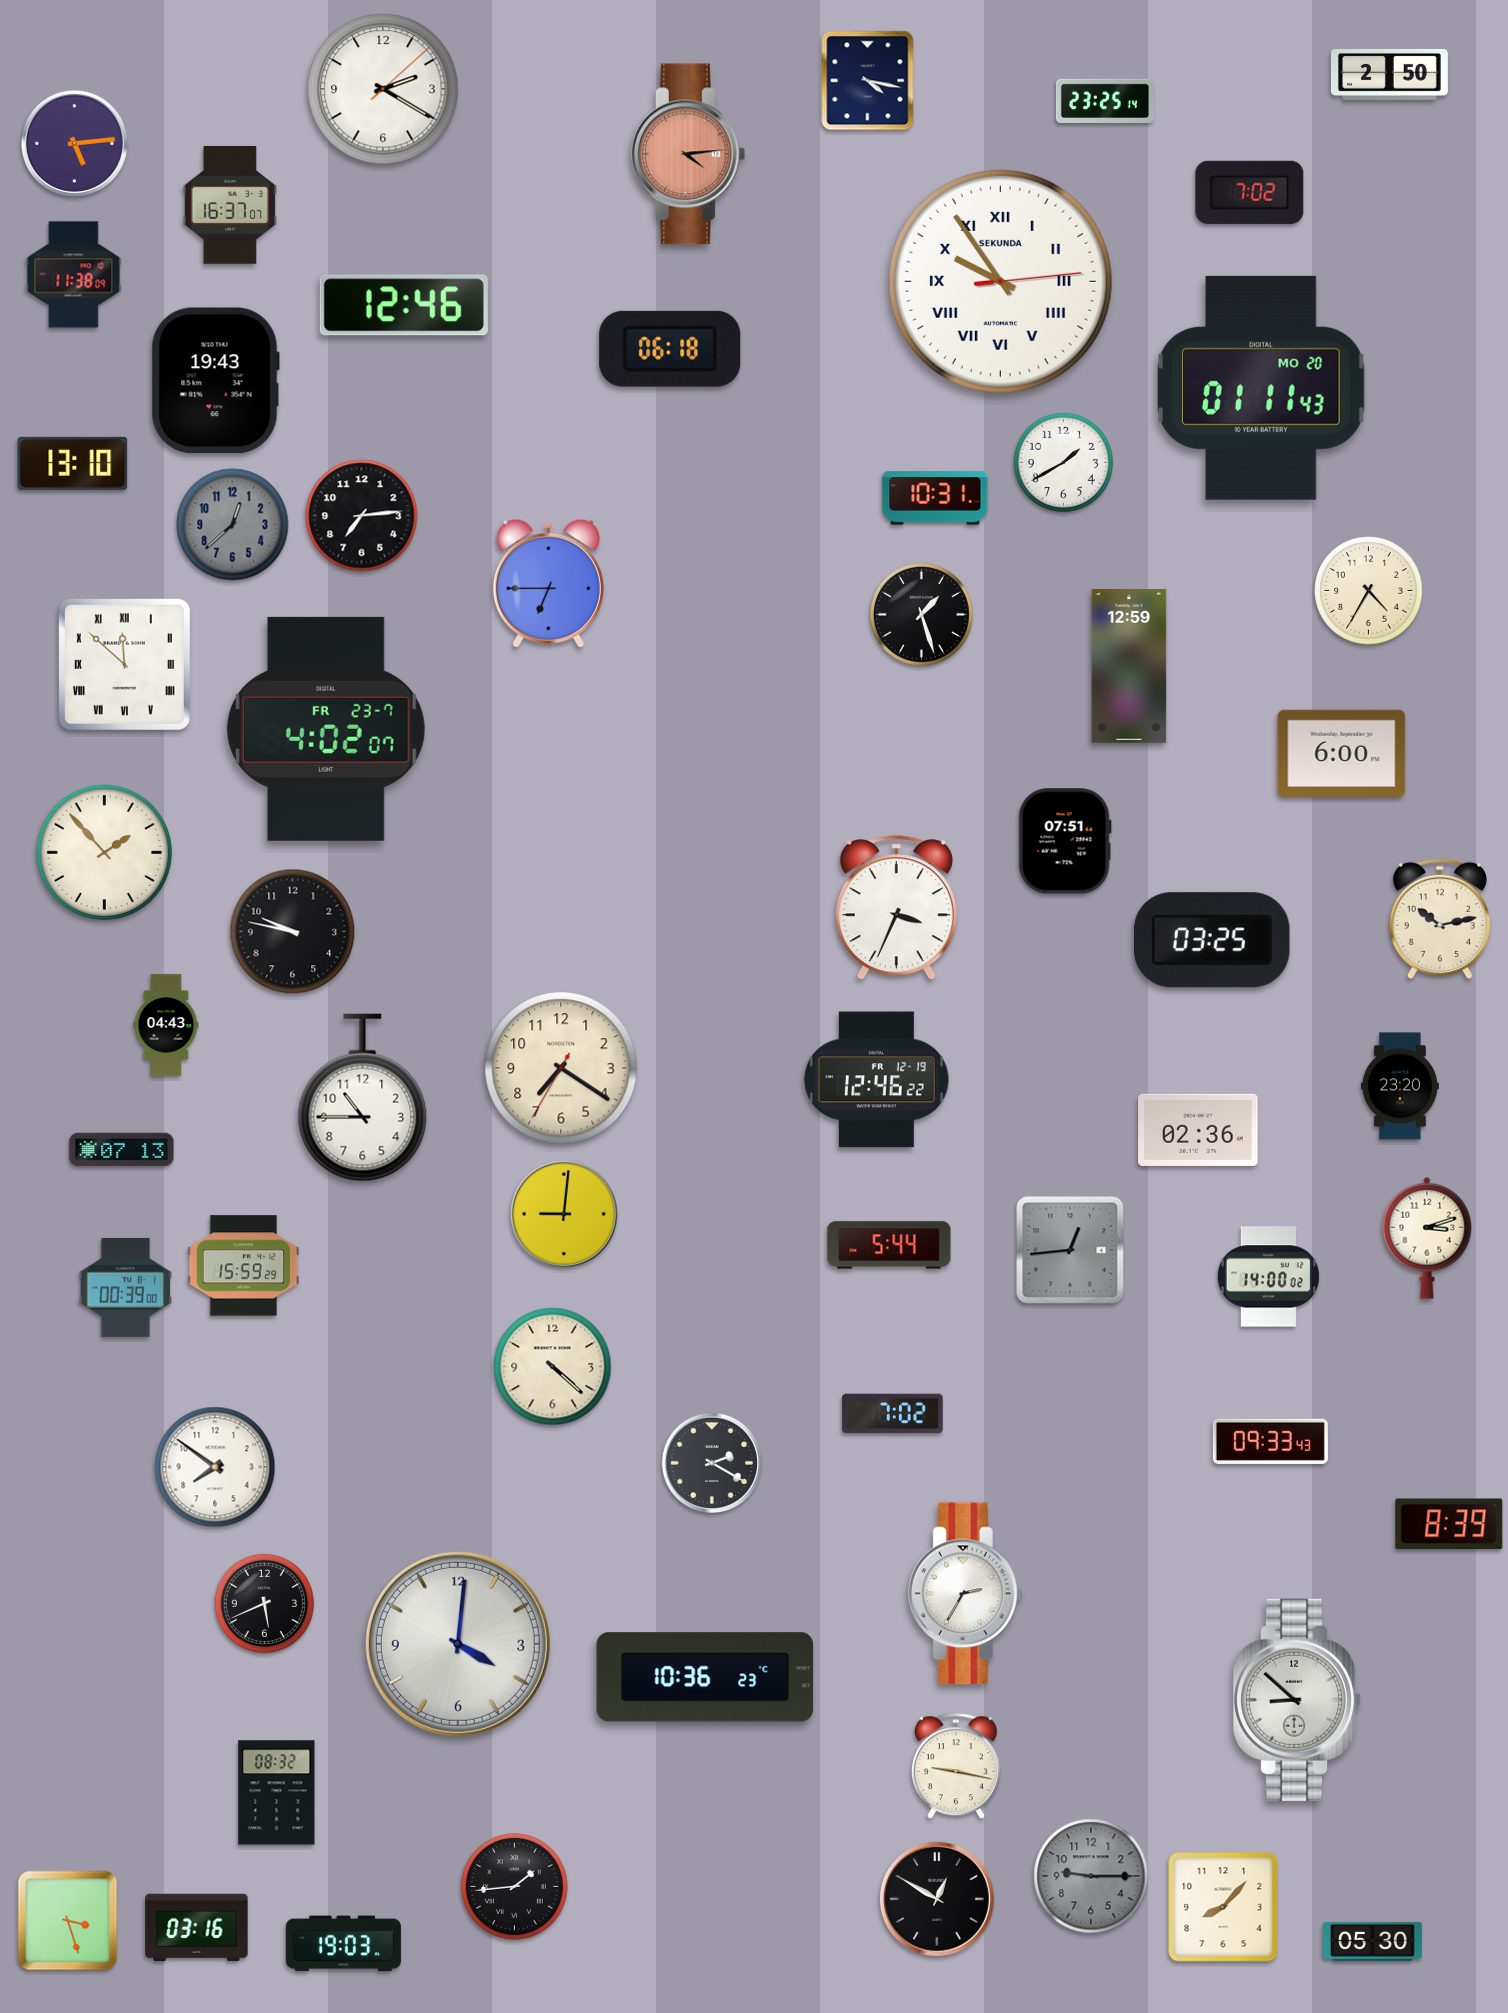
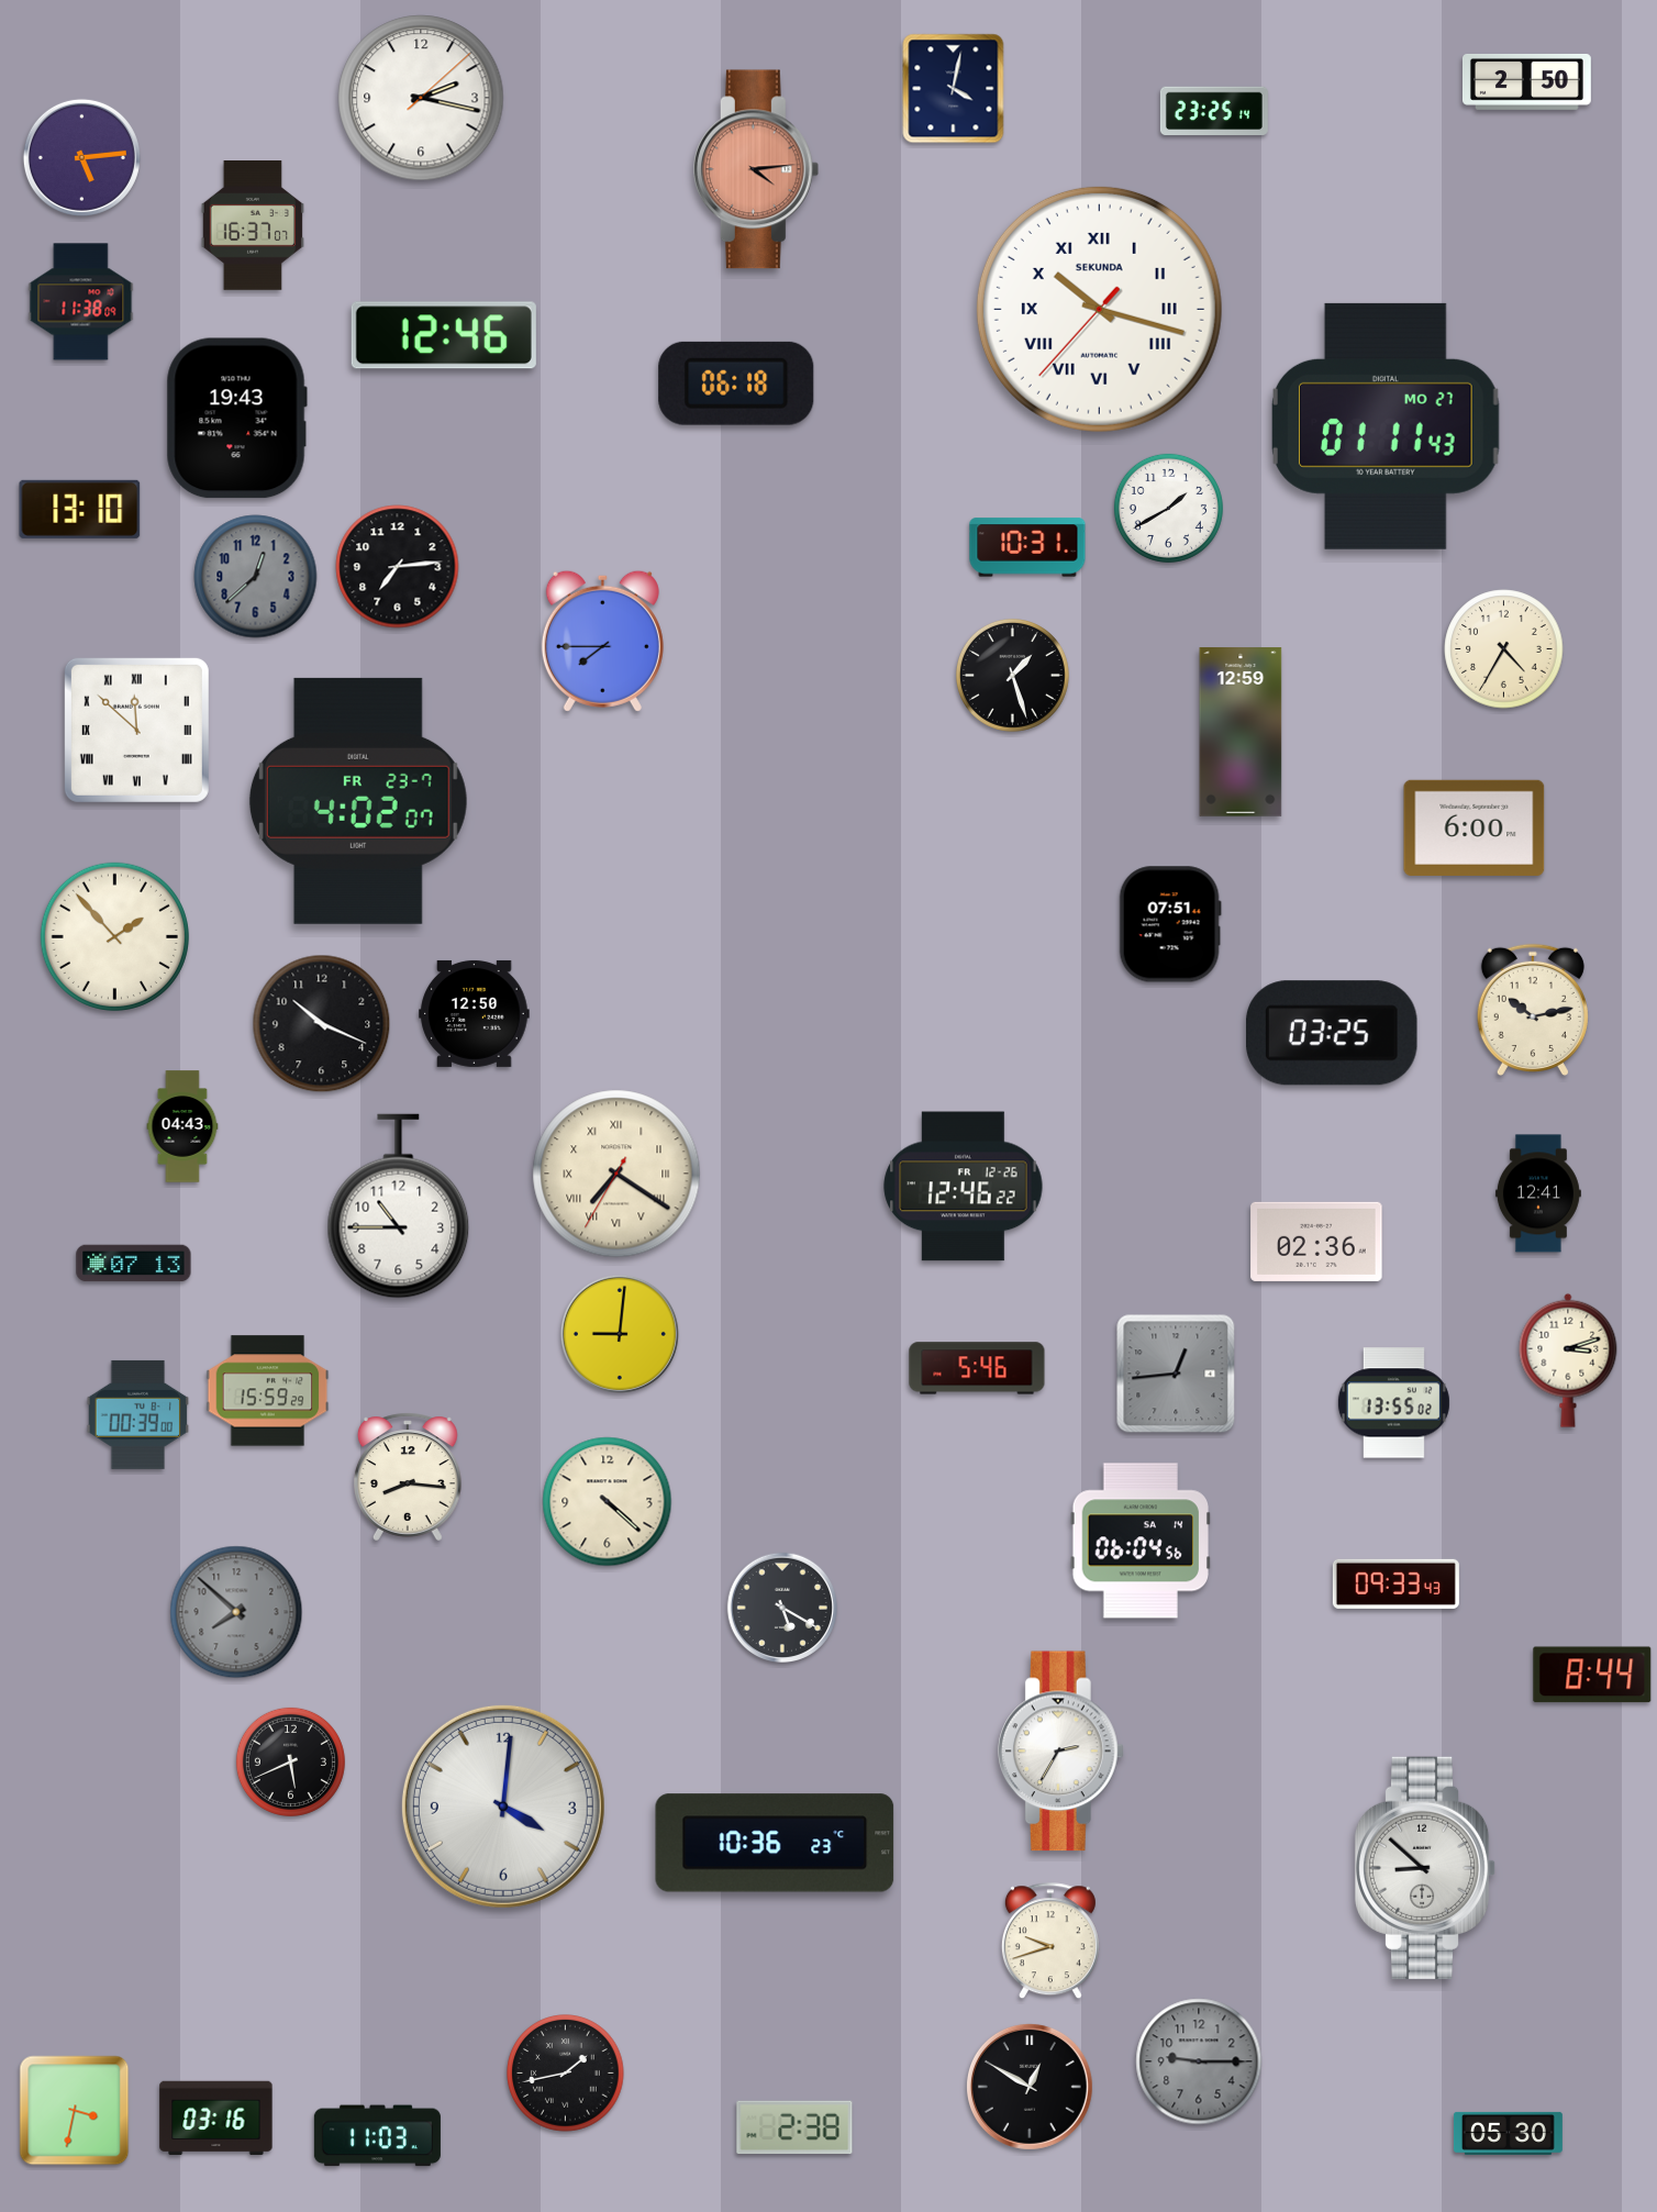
clock at (868, 81): 4:17 -> 4:02
clock at (383, 89): 2:20 -> 2:17
clock at (1250, 192): 7:02 -> none
clock at (1000, 281): 9:54 -> 10:17
clock at (1262, 388) date: MO 20 -> MO 27
clock at (548, 583): 6:45 -> 7:45
clock at (896, 908): 3:34 -> none
clock at (1440, 918) position: (1440, 918) -> (1533, 1009)
clock at (475, 1013): none -> 12:50
clock at (293, 932): 9:47 -> 10:19
clock at (561, 1068) numerals: Arabic -> Roman
clock at (877, 1080) date: FR 12-19 -> FR 12-26
clock at (1400, 1086): 23:20 -> 12:41
clock at (889, 1245): 5:44 -> 5:46
clock at (1268, 1277): 14:00 -> 13:55
clock at (408, 1477): none -> 8:16
clock at (1139, 1541): none -> 06:04
clock at (893, 1414): 7:02 -> none
clock at (711, 1462): 2:20 -> 5:20
clock at (215, 1467): 7:51 -> 7:52
clock at (215, 1467) dial: white -> grey
clock at (1449, 1524): 8:39 -> 8:44
clock at (956, 1767): 9:17 -> 9:42
clock at (277, 1793): 08:32 -> none
clock at (515, 1887): 1:44 -> 1:43
clock at (1223, 1907): 8:07 -> none
clock at (68, 1921): 3:27 -> 3:32
clock at (794, 2127): none -> 2:38
clock at (343, 1944): 19:03 -> 11:03
